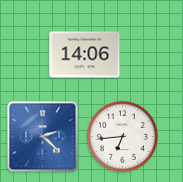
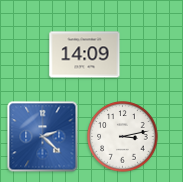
clock at (85, 55): 14:06 -> 14:09
clock at (123, 137): 6:44 -> 3:13
